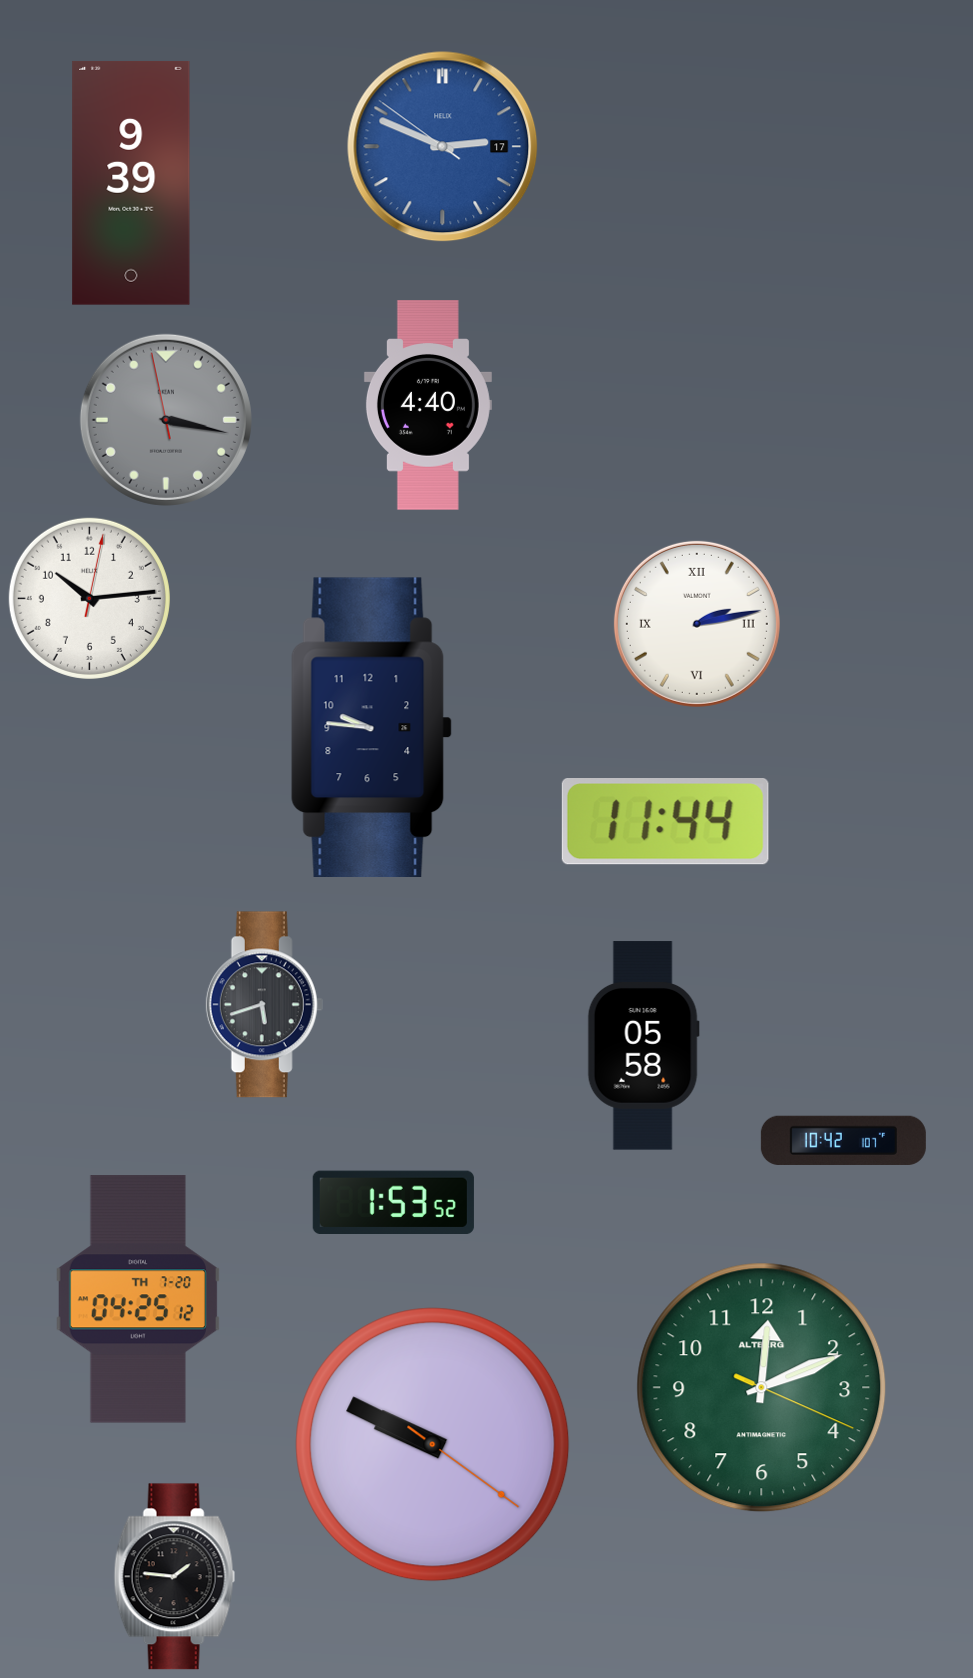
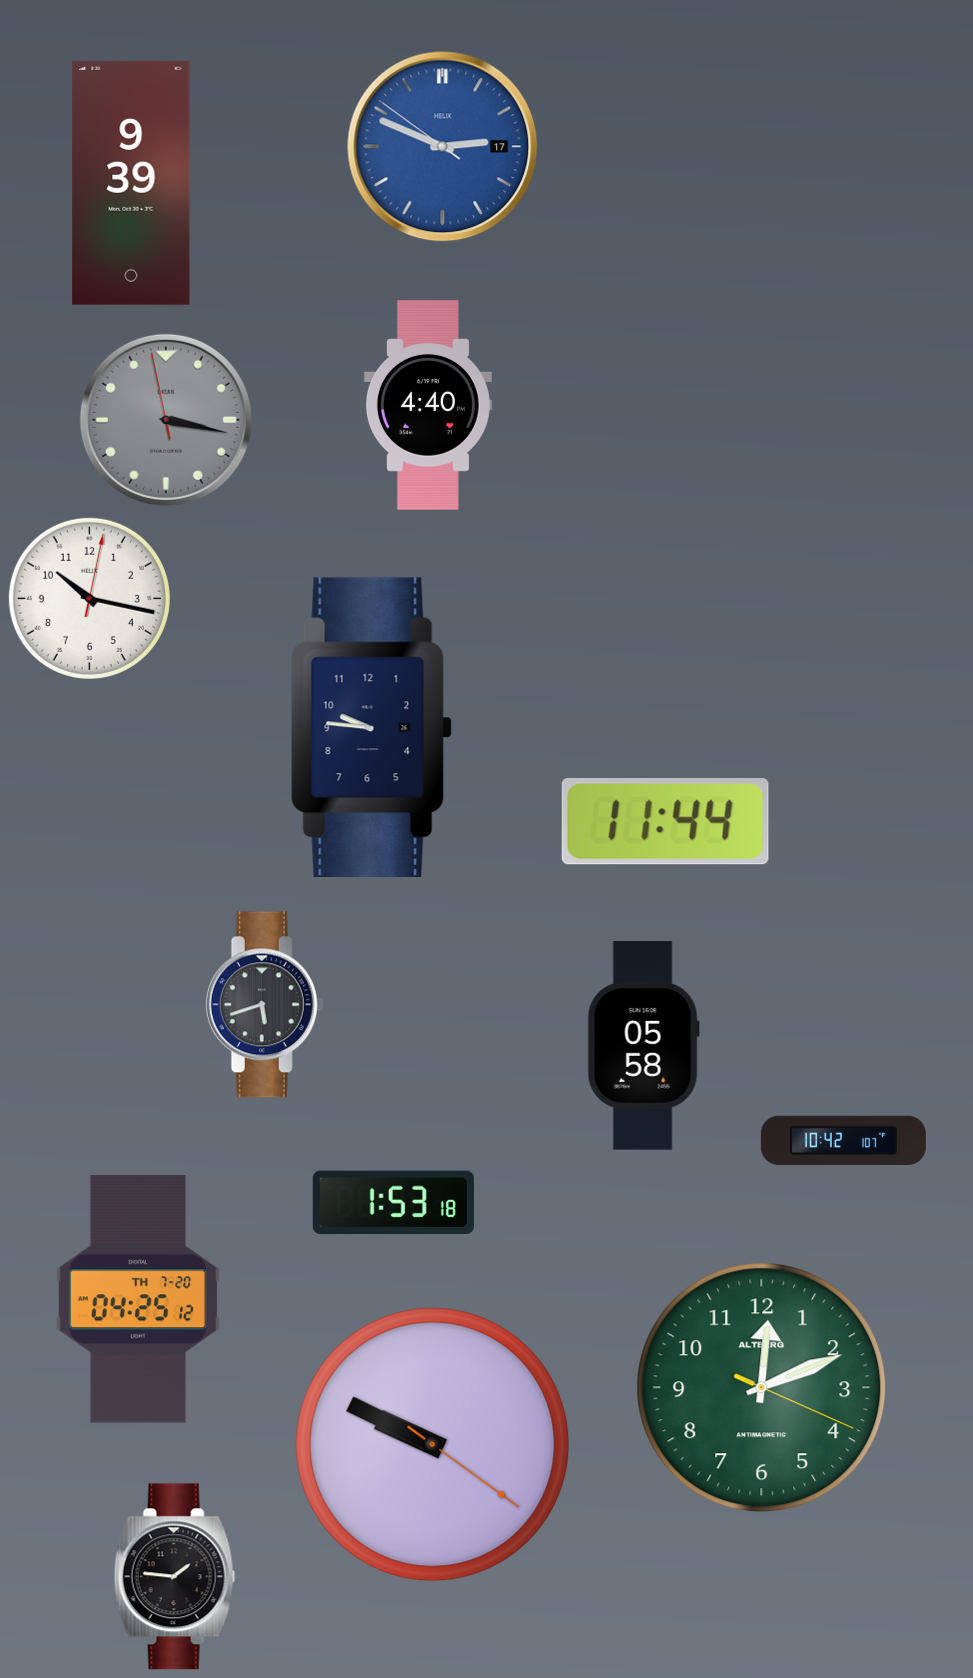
clock at (89, 598): 10:14 -> 10:17
clock at (697, 624): 2:13 -> none
clock at (393, 1202): 1:53:52 -> 1:53:18
